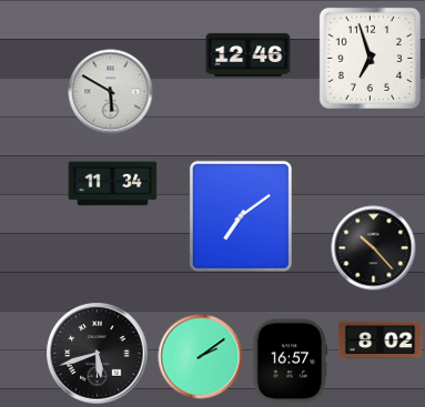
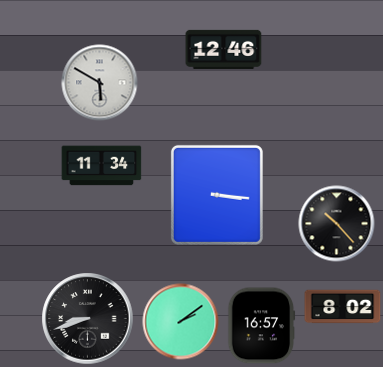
clock at (370, 58): 6:57 -> none
clock at (241, 216): 7:09 -> 3:16
clock at (98, 354): 5:42 -> 8:42
